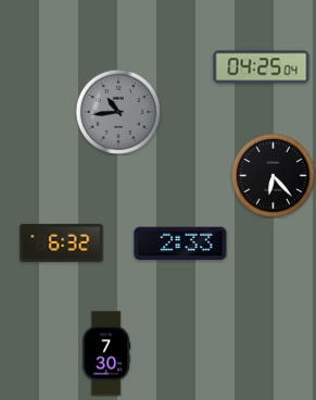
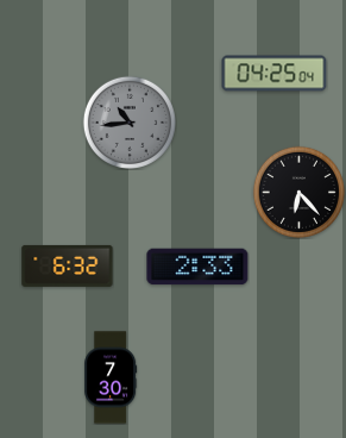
clock at (262, 67) position: (262, 67) -> (275, 74)
clock at (106, 353) position: (106, 353) -> (111, 377)
